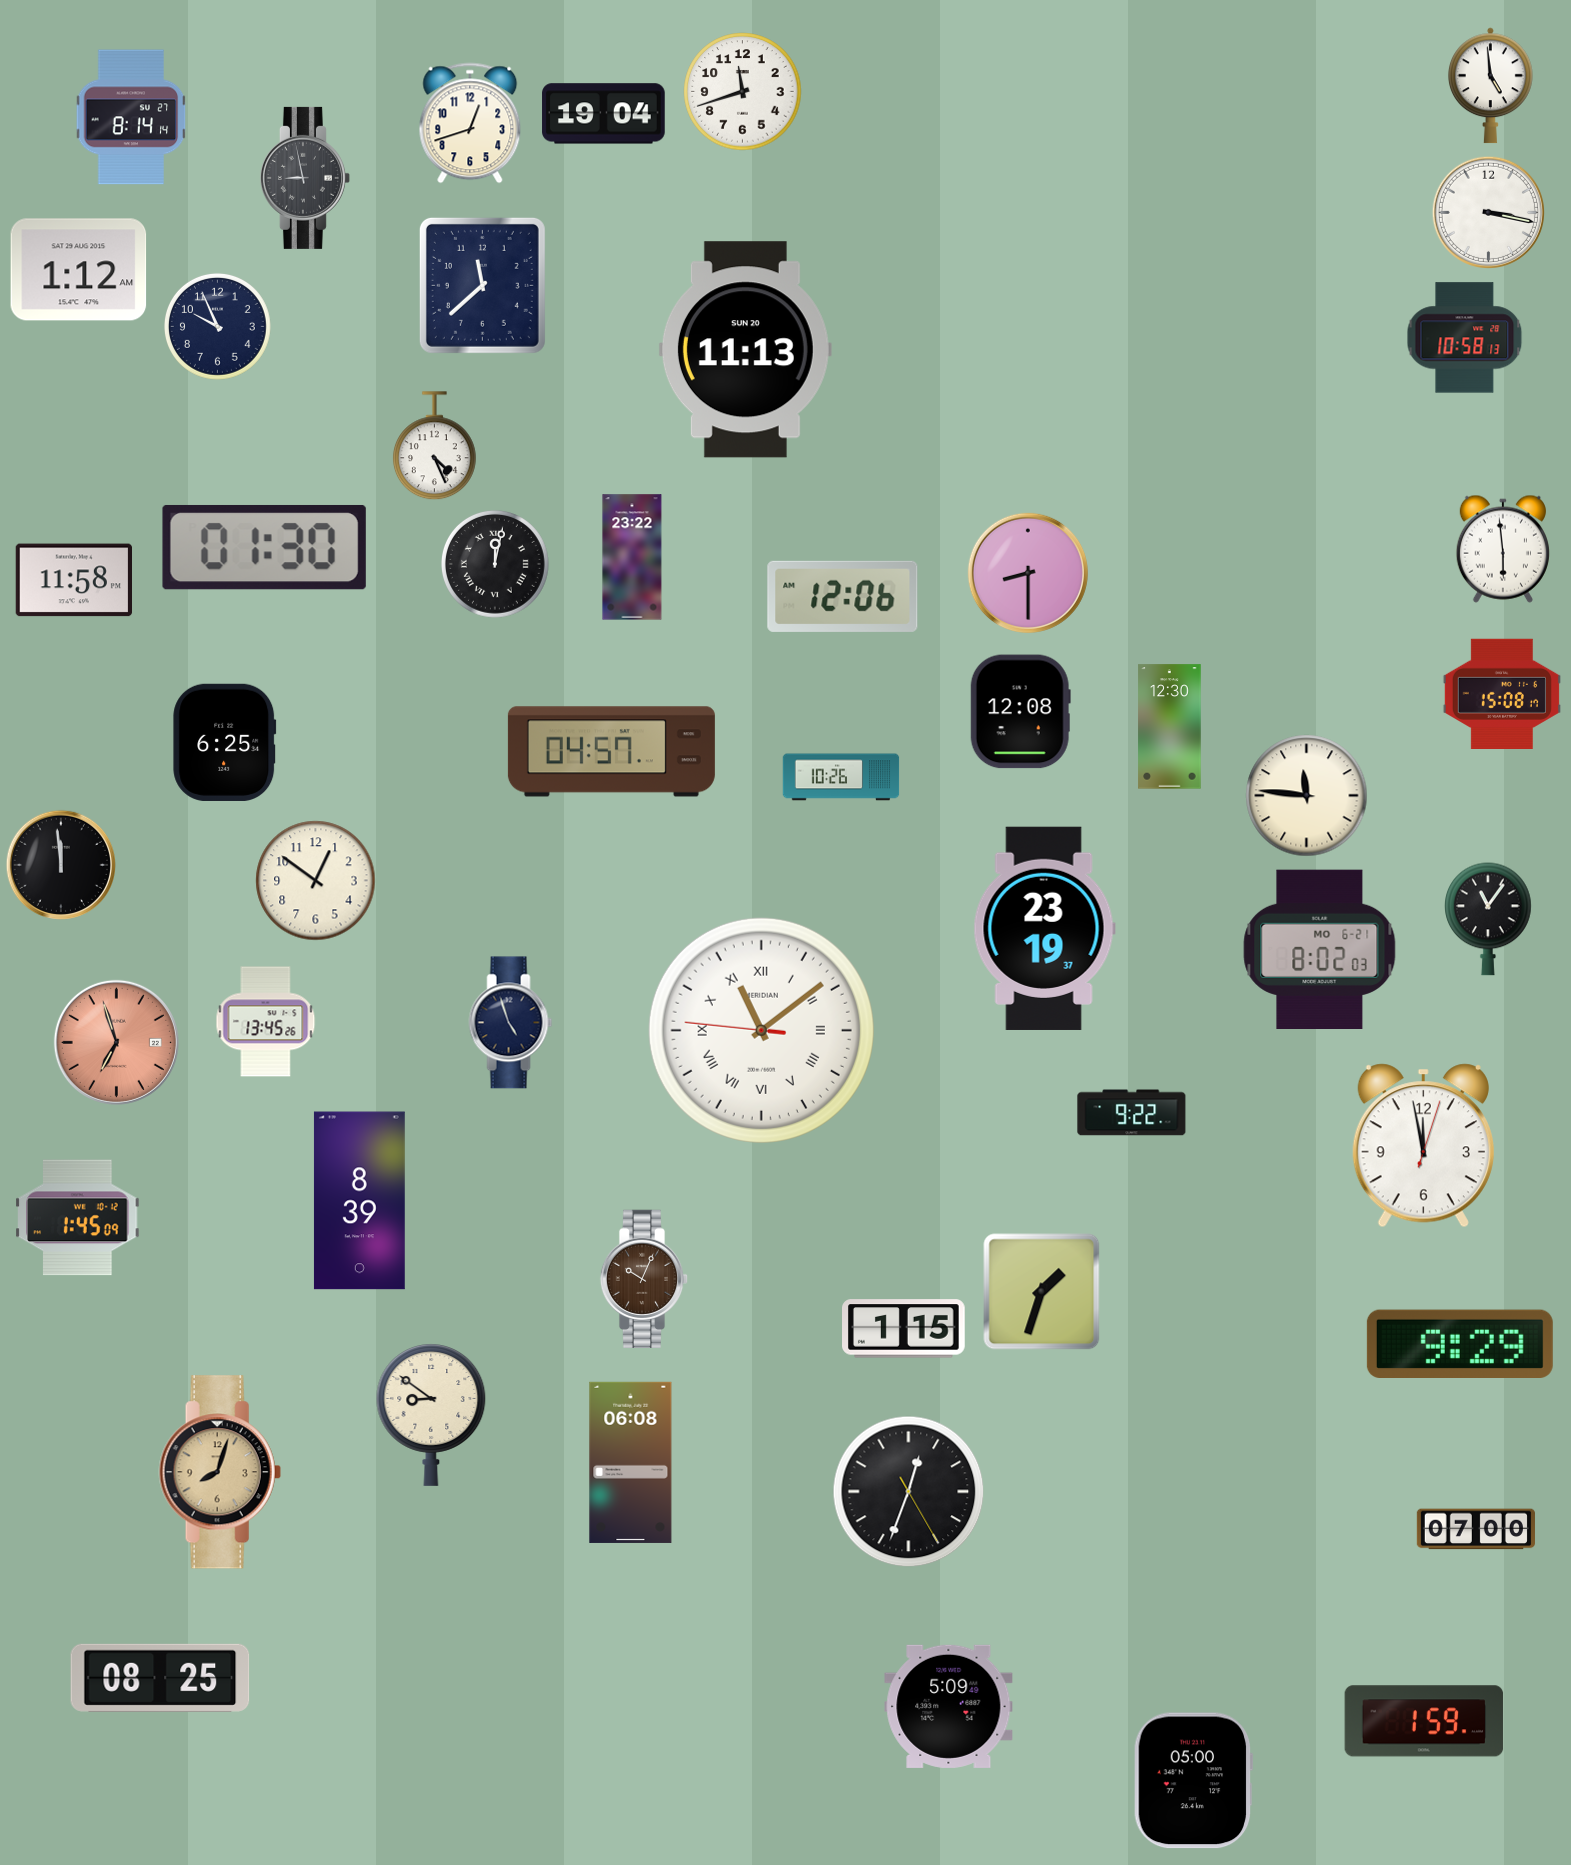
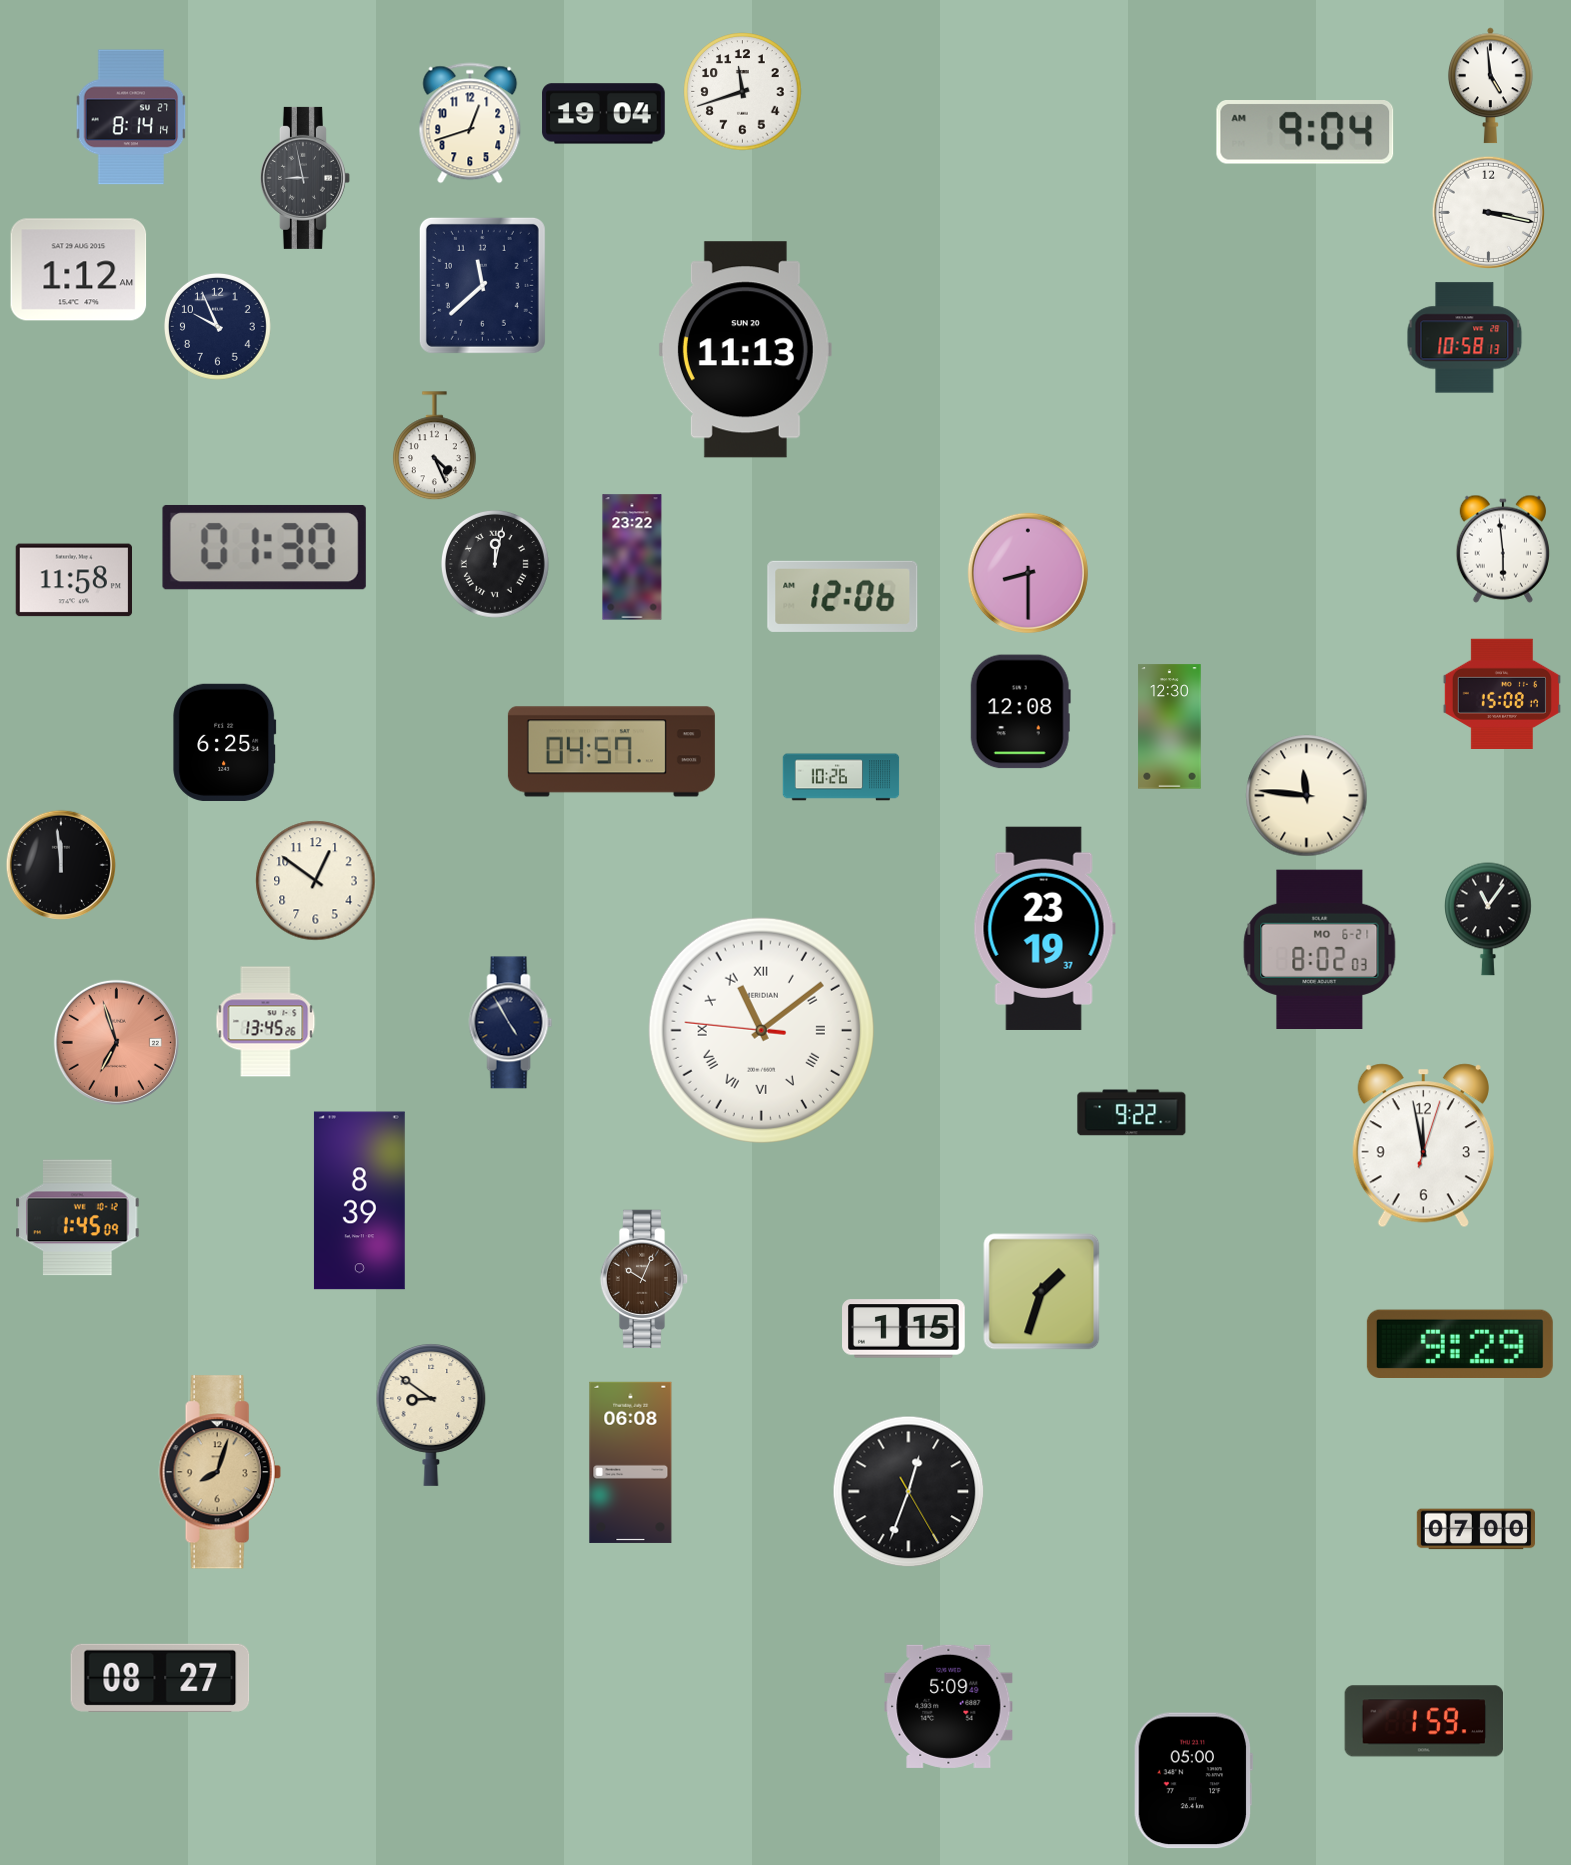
clock at (1305, 133): none -> 9:04
clock at (511, 1023): 4:57 -> 4:55
clock at (160, 1678): 08:25 -> 08:27
